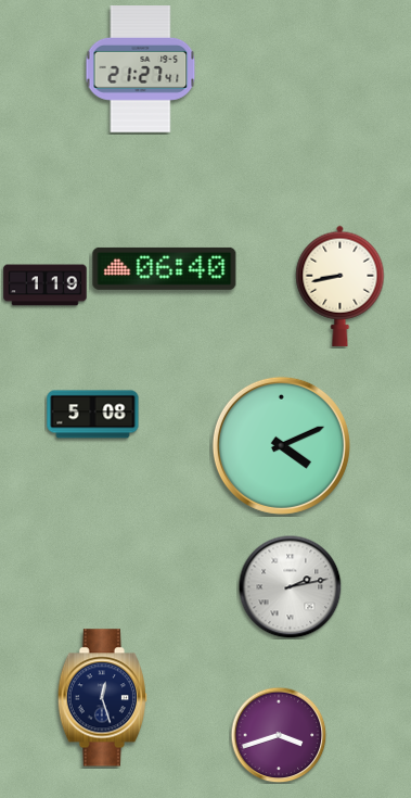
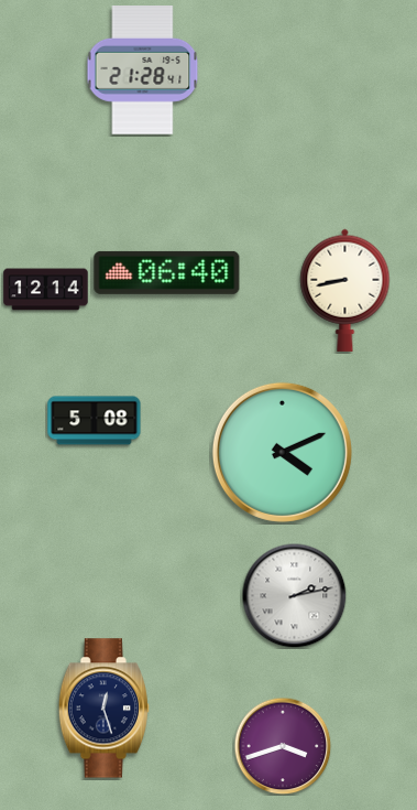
clock at (141, 69): 21:27 -> 21:28
clock at (46, 286): 1:19 -> 12:14
clock at (281, 445) position: (281, 445) -> (282, 452)
